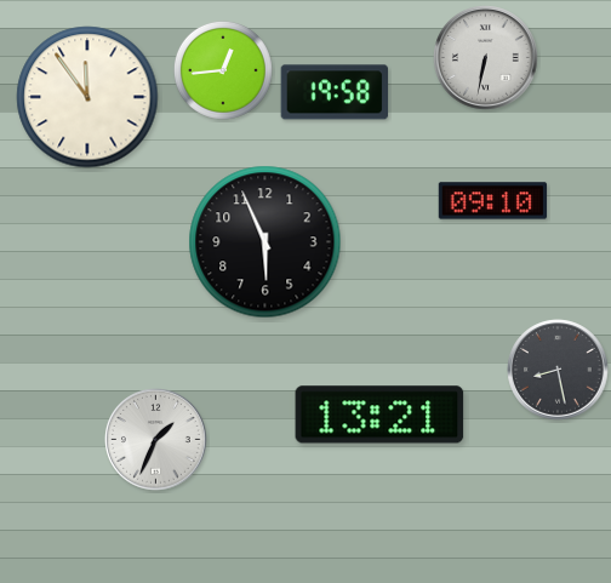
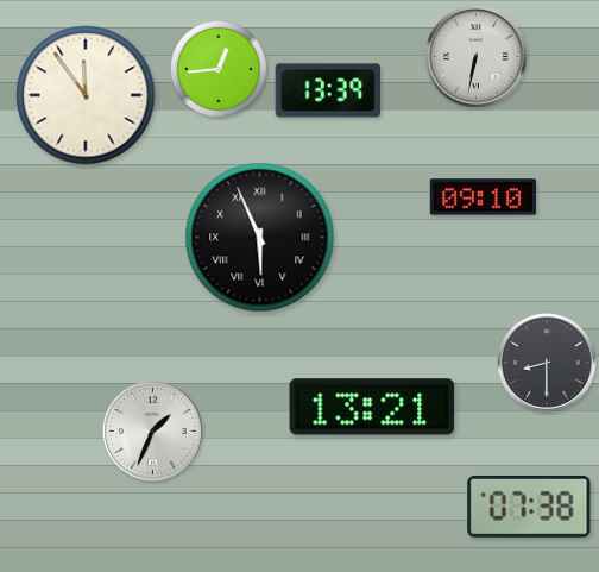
clock at (335, 92): 19:58 -> 13:39
clock at (265, 242) numerals: Arabic -> Roman
clock at (558, 370): 8:28 -> 8:30
clock at (529, 507): none -> 07:38
